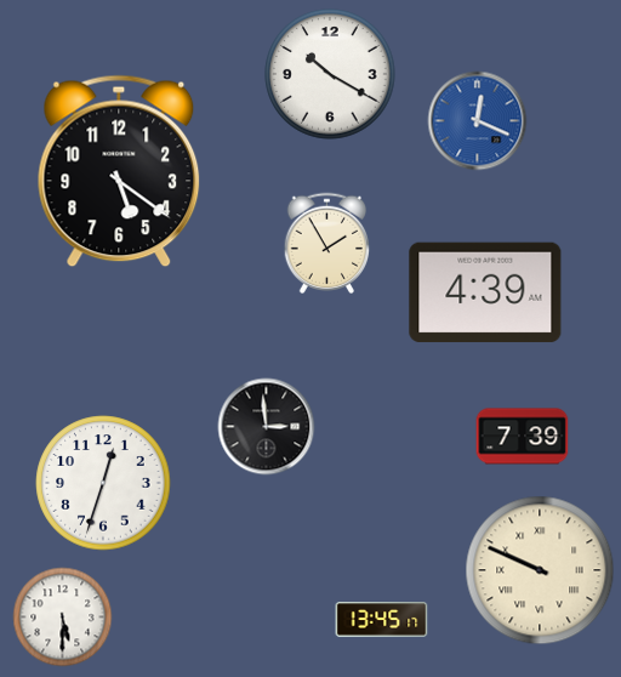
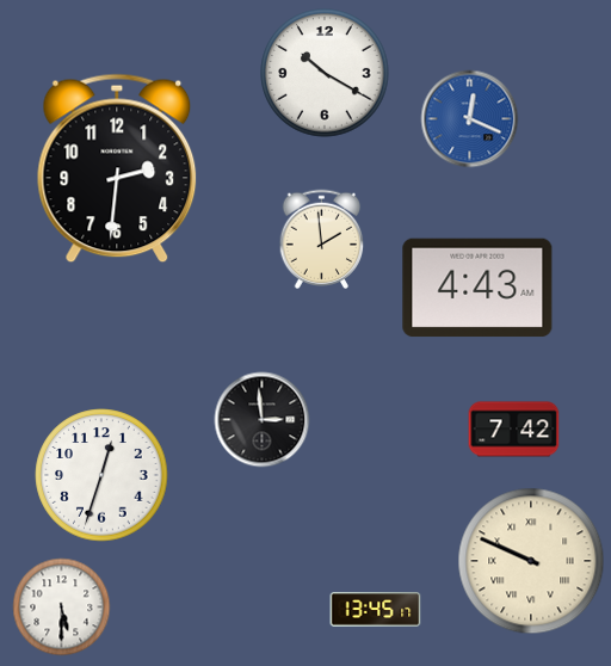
clock at (119, 171): 5:21 -> 2:31
clock at (327, 243): 1:55 -> 1:59
clock at (485, 292): 4:39 -> 4:43
clock at (523, 437): 7:39 -> 7:42
